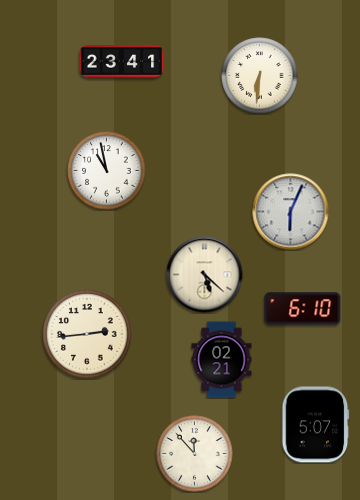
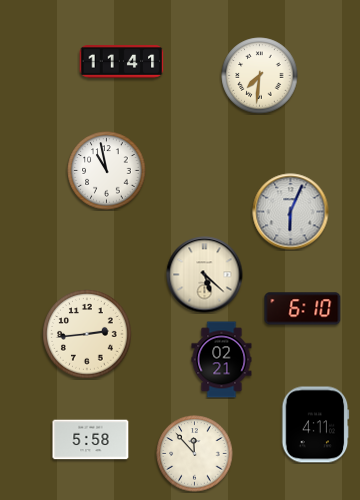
clock at (122, 62): 23:41 -> 11:41
clock at (260, 76): 6:31 -> 7:31
clock at (316, 425): 5:07 -> 4:11
clock at (91, 440): none -> 5:58
